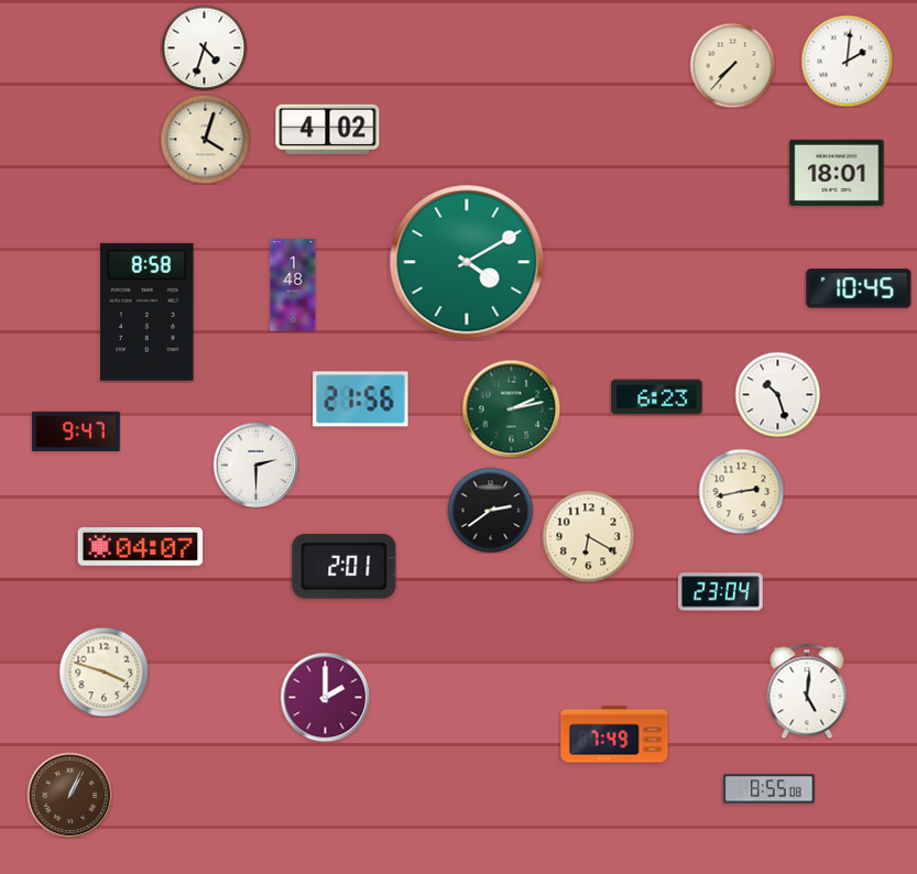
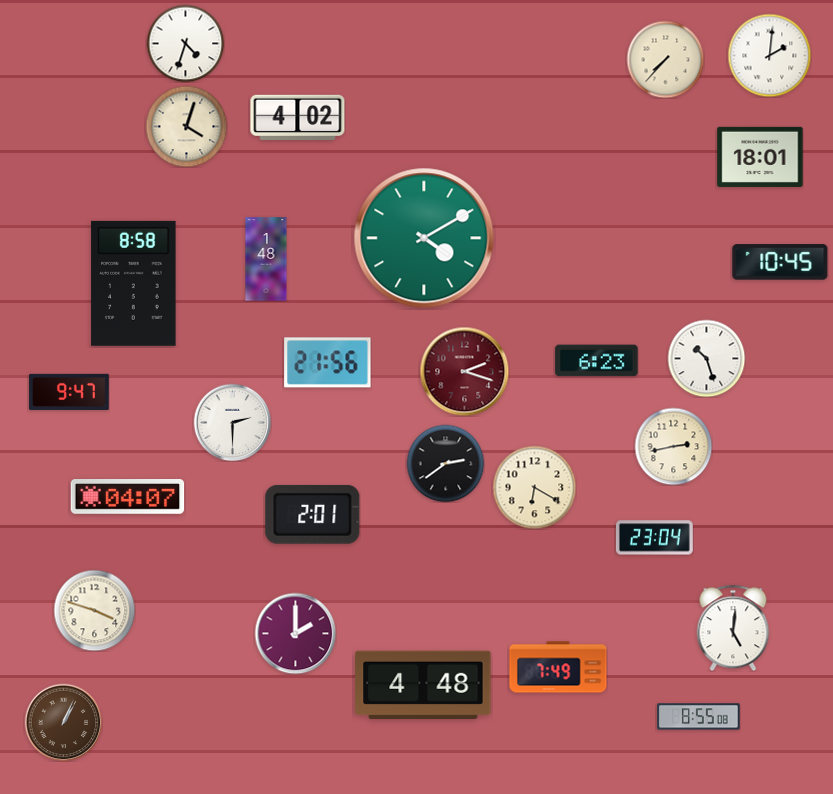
clock at (511, 408): 2:13 -> 2:18
clock at (511, 408) dial: green -> burgundy
clock at (423, 684): none -> 4:48
